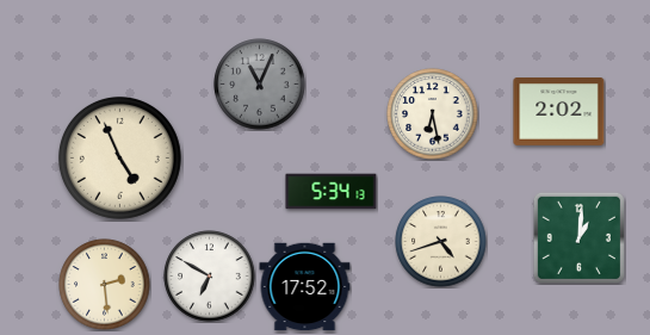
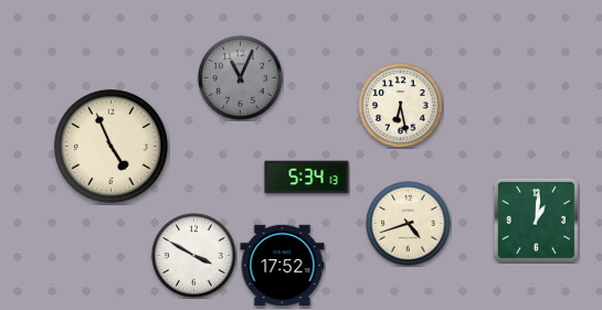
clock at (559, 112): 2:02 -> none
clock at (210, 277): 6:50 -> 3:50
clock at (105, 285): 2:29 -> none
